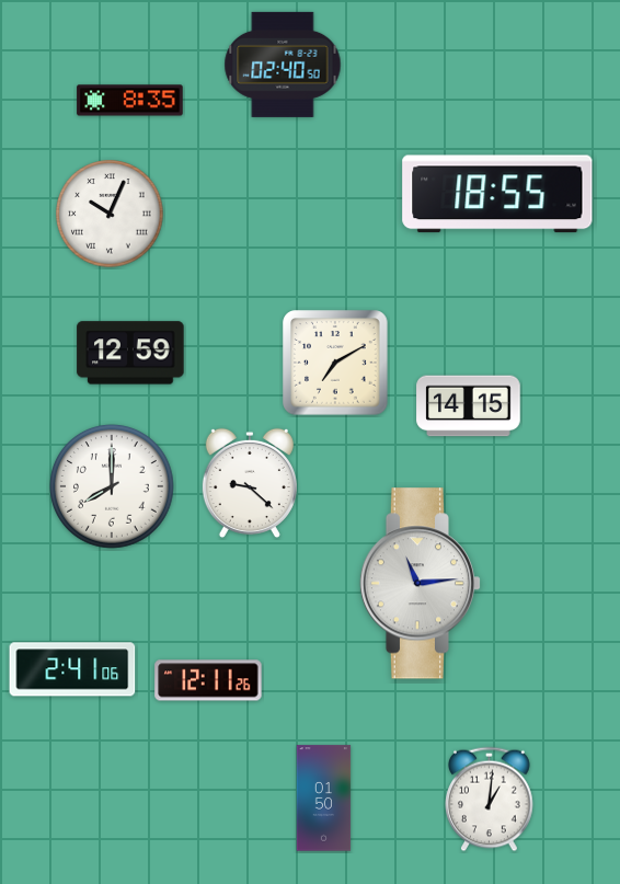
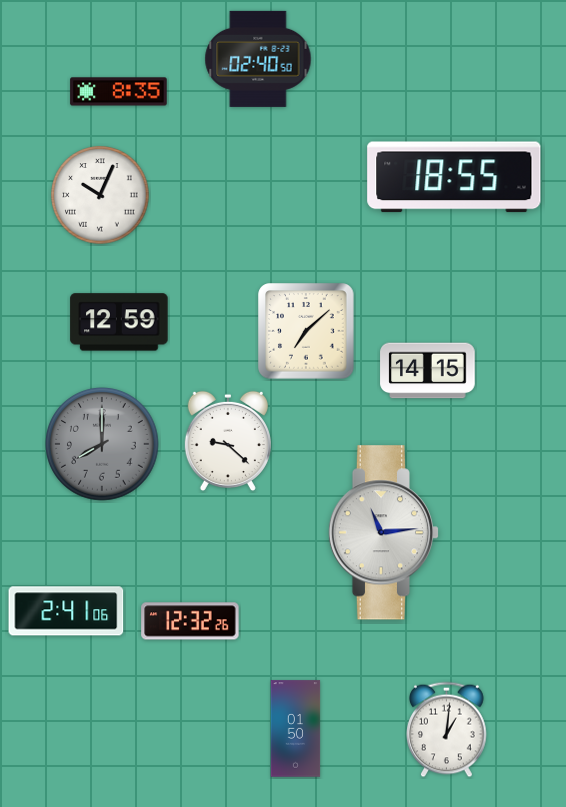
clock at (335, 363): 7:10 -> 7:08
clock at (112, 486) dial: white -> grey
clock at (208, 680): 12:11 -> 12:32
